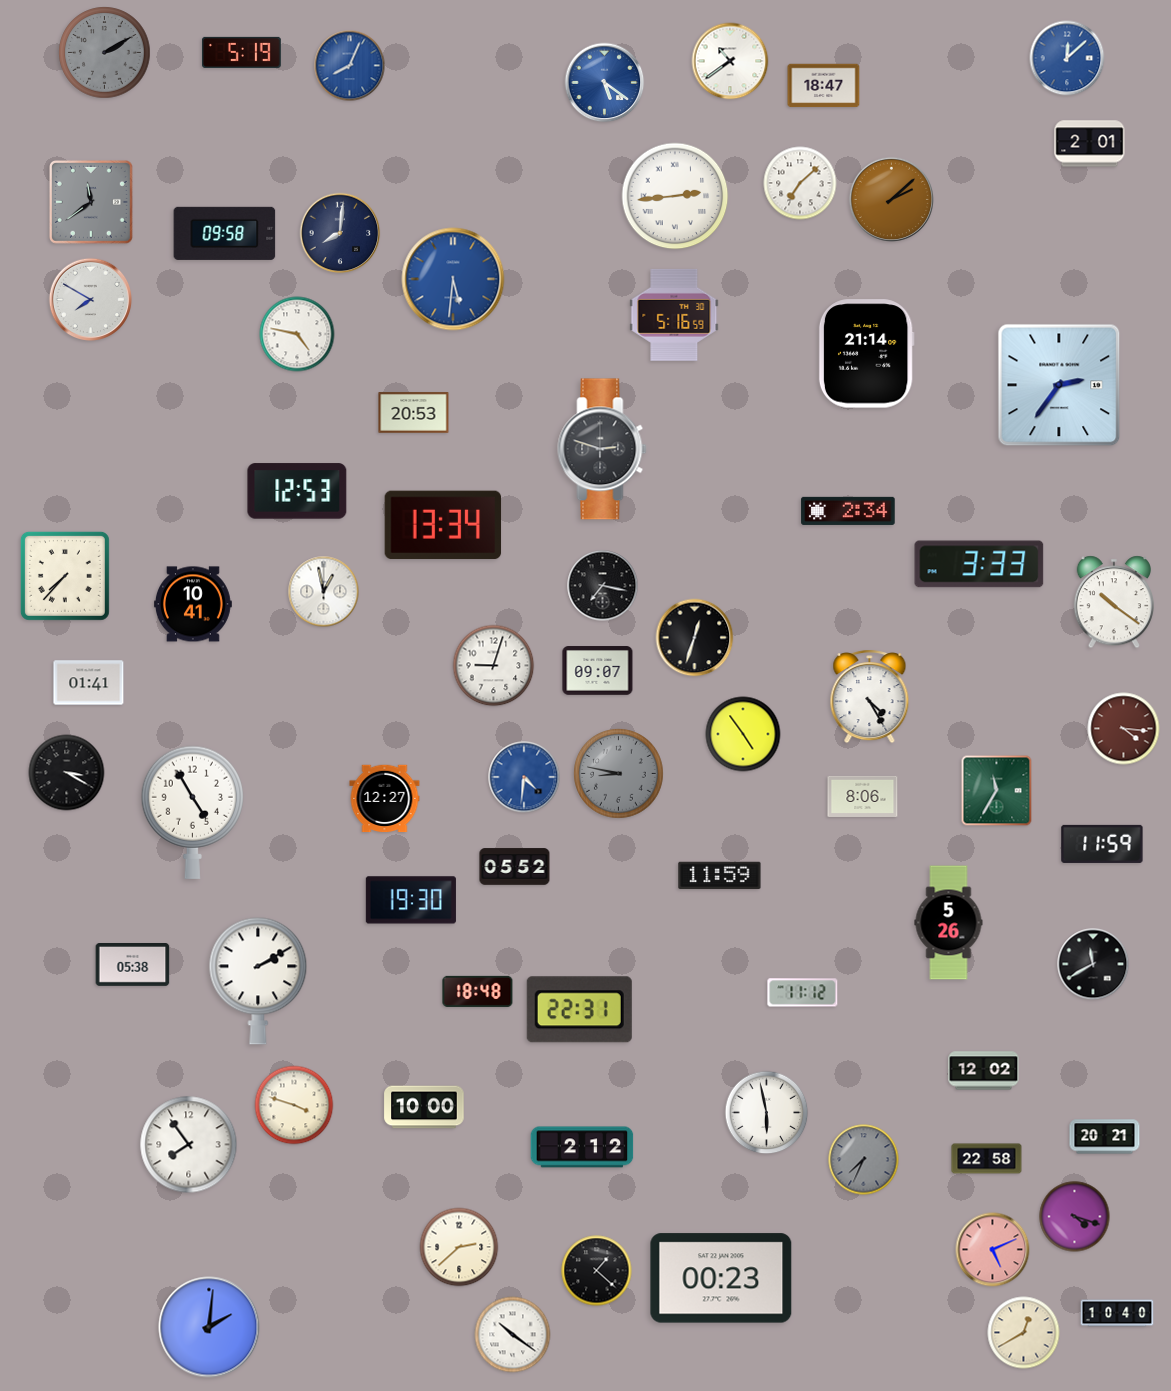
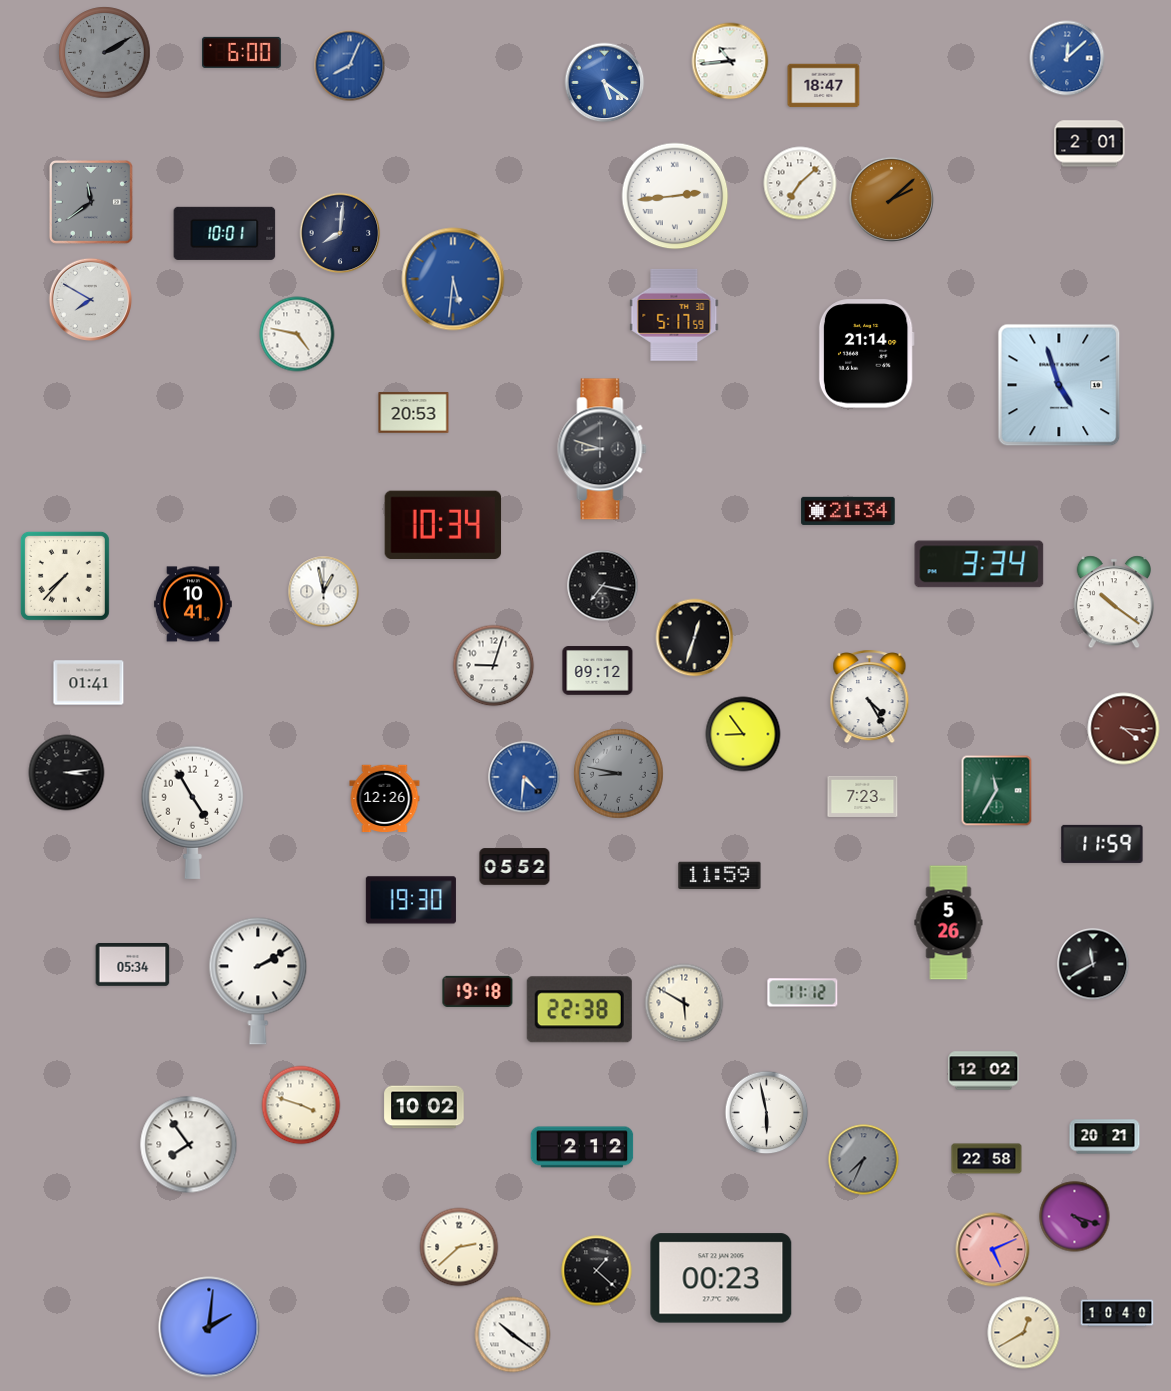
clock at (242, 52): 5:19 -> 6:00
clock at (730, 61): 10:39 -> 10:44
clock at (225, 233): 09:58 -> 10:01
clock at (674, 315): 5:16 -> 5:17
clock at (1059, 385): 2:36 -> 4:57
clock at (602, 449): 2:48 -> 8:48
clock at (297, 491): 12:53 -> none
clock at (848, 511): 2:34 -> 21:34
clock at (443, 525): 13:34 -> 10:34
clock at (979, 564): 3:33 -> 3:34
clock at (598, 671): 09:07 -> 09:12
clock at (743, 734): 4:54 -> 8:54
clock at (67, 773): 3:20 -> 3:14
clock at (863, 796): 8:06 -> 7:23
clock at (385, 799): 12:27 -> 12:26
clock at (133, 965): 05:38 -> 05:34
clock at (478, 991): 18:48 -> 19:18
clock at (684, 1003): none -> 5:50
clock at (579, 1010): 22:31 -> 22:38
clock at (294, 1105) position: (294, 1105) -> (301, 1105)
clock at (424, 1107): 10:00 -> 10:02
